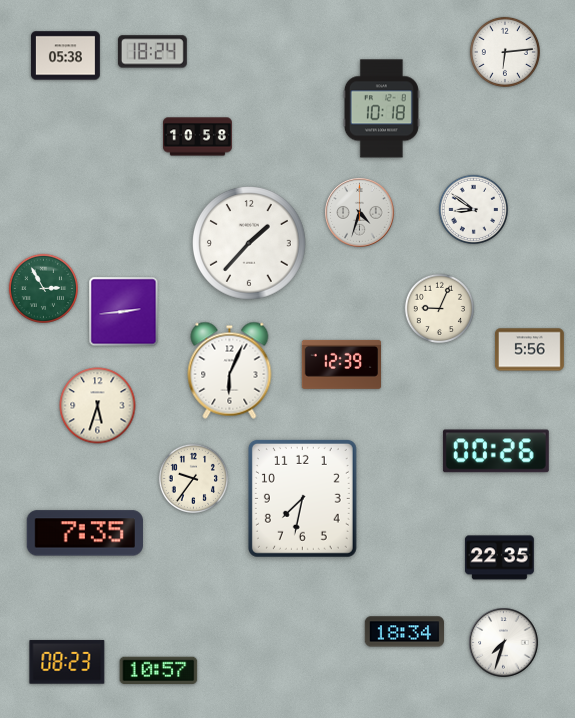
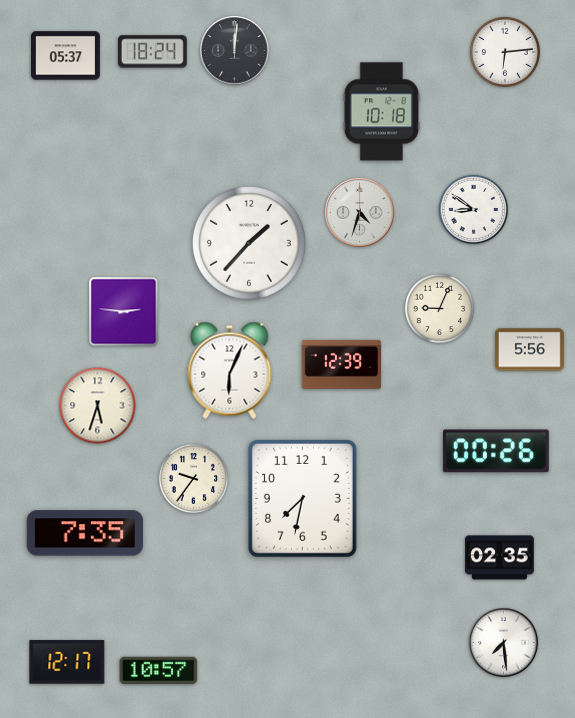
clock at (235, 51): none -> 12:01
clock at (66, 56): 05:38 -> 05:37
clock at (381, 109) position: (381, 109) -> (381, 112)
clock at (198, 137): 10:58 -> none
clock at (43, 288): 2:55 -> none
clock at (124, 312): 2:44 -> 2:46
clock at (499, 558): 22:35 -> 02:35
clock at (404, 632): 18:34 -> none
clock at (504, 643): 7:33 -> 7:29
clock at (67, 662): 08:23 -> 12:17
